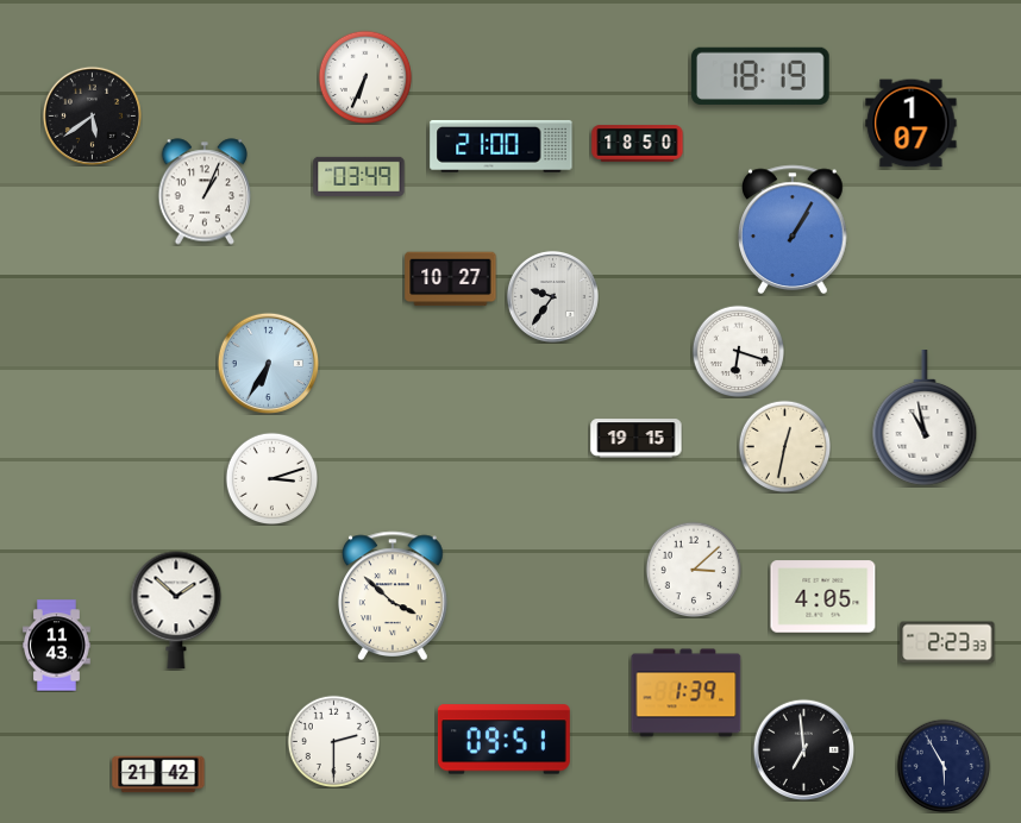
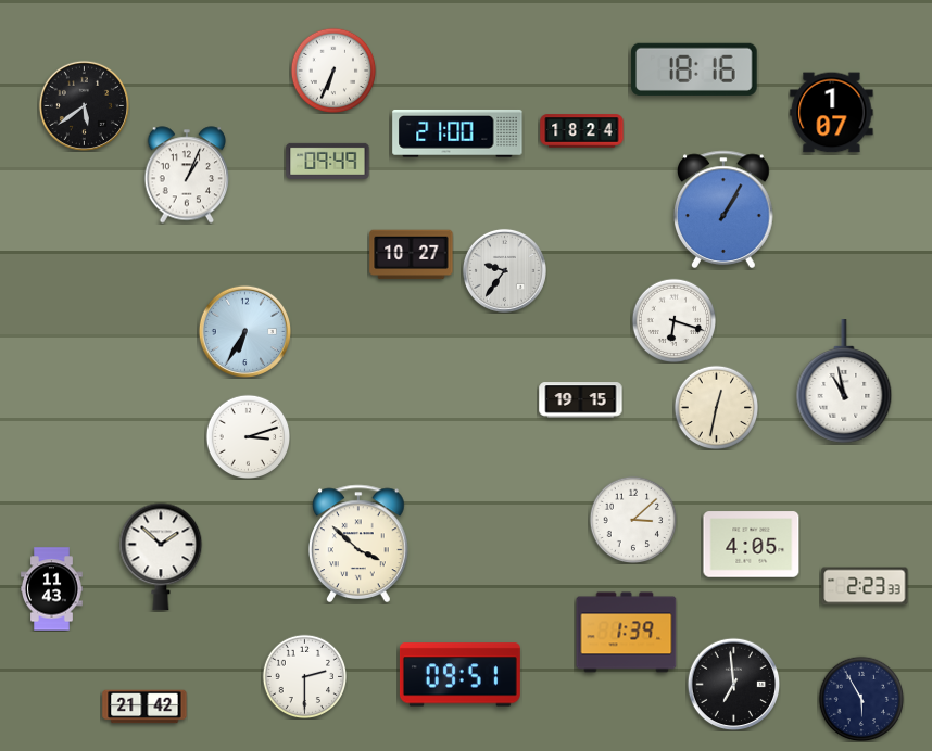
clock at (760, 76): 18:19 -> 18:16
clock at (638, 144): 18:50 -> 18:24
clock at (359, 176): 03:49 -> 09:49
